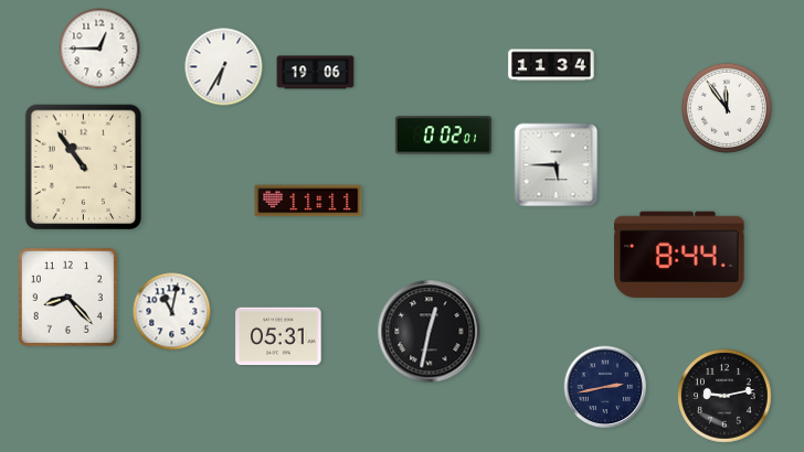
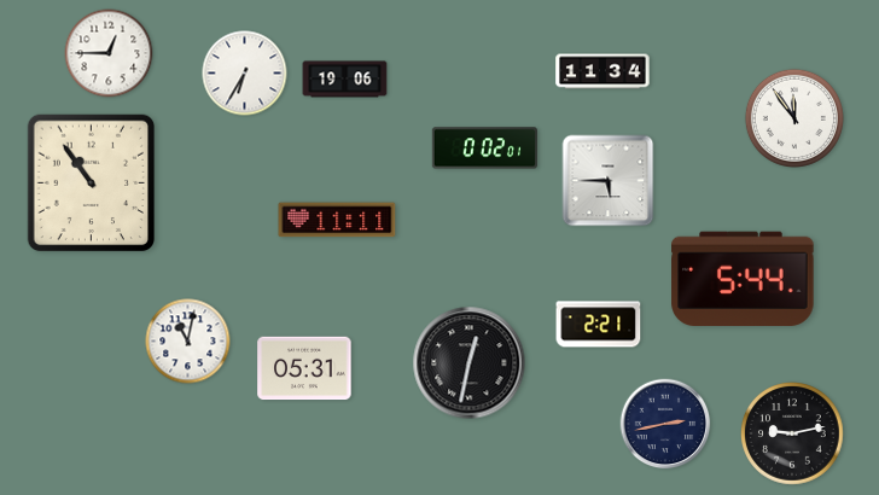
clock at (679, 254): 8:44 -> 5:44
clock at (67, 297): 8:23 -> none
clock at (599, 325): none -> 2:21
clock at (605, 387) position: (605, 387) -> (665, 424)
